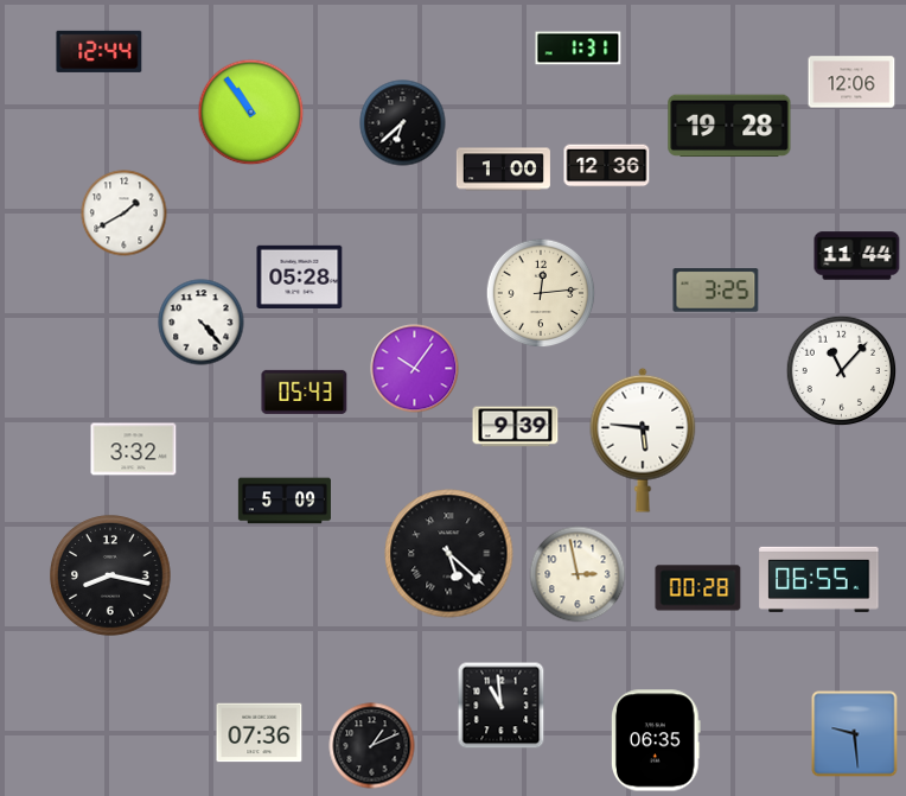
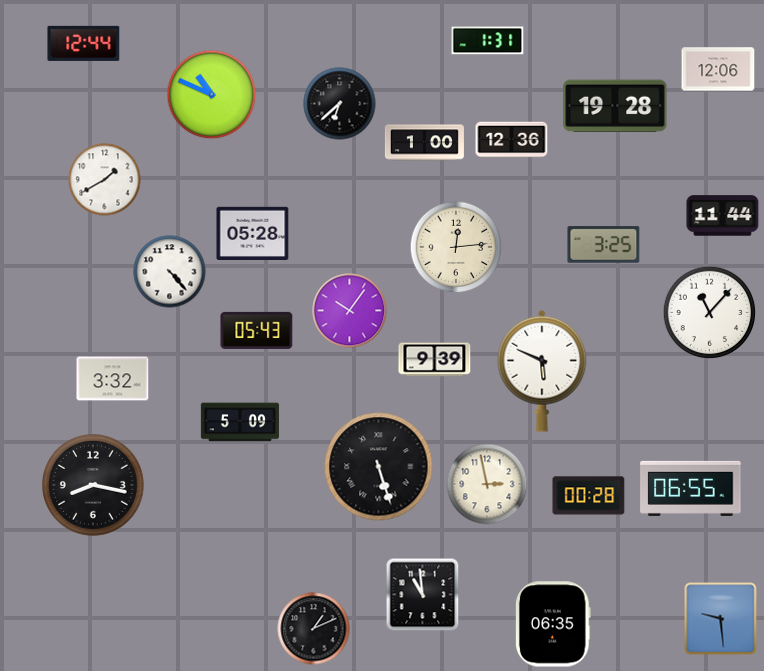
clock at (251, 113): 10:54 -> 10:49
clock at (643, 440): 5:46 -> 5:49
clock at (449, 554): 5:22 -> 5:27
clock at (260, 733): 07:36 -> none
